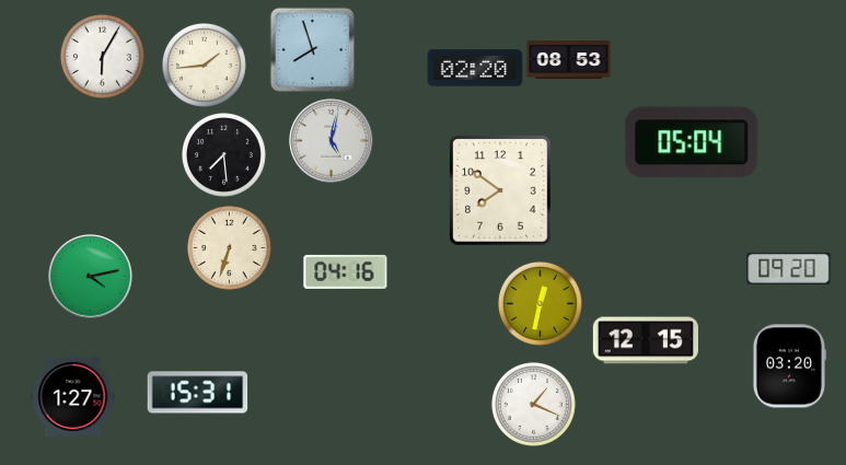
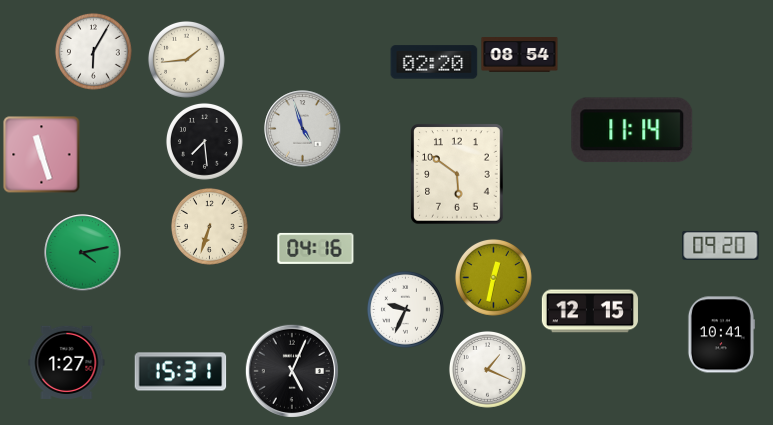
clock at (312, 49): 7:57 -> none
clock at (569, 60): 08:53 -> 08:54
clock at (332, 141): 5:02 -> 4:57
clock at (692, 142): 05:04 -> 11:14
clock at (42, 155): none -> 11:27
clock at (500, 190): 7:51 -> 5:51
clock at (405, 309): none -> 9:34
clock at (789, 367): 03:20 -> 10:41
clock at (198, 393) position: (198, 393) -> (181, 372)
clock at (292, 371): none -> 5:04
